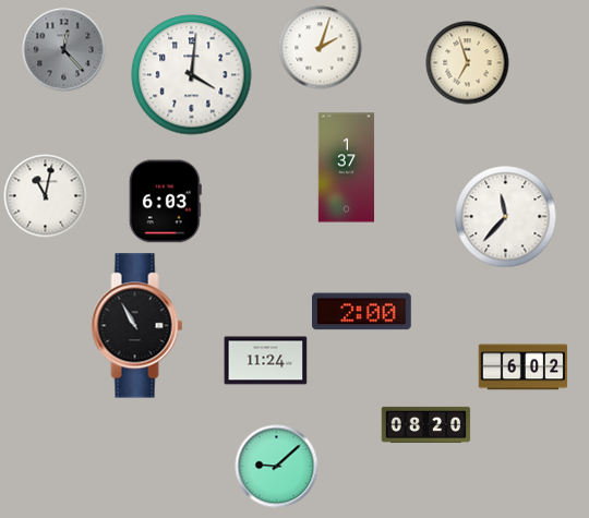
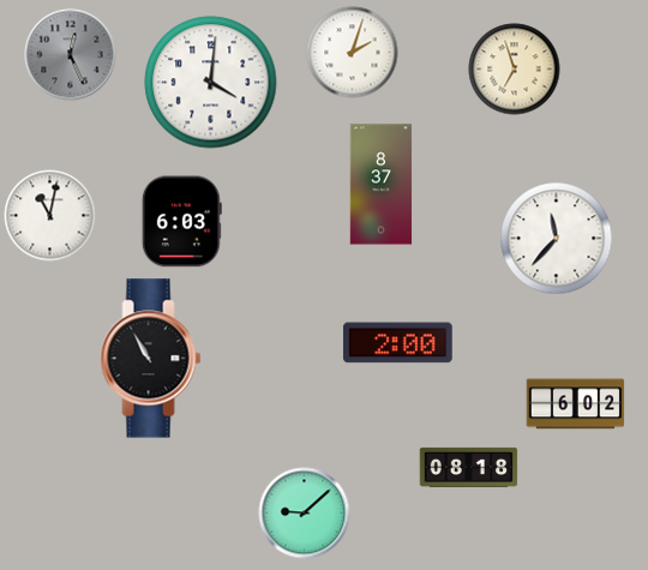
clock at (64, 50): 12:23 -> 12:26
clock at (347, 168): 1:37 -> 8:37
clock at (266, 361): 11:24 -> none
clock at (426, 424): 08:20 -> 08:18
